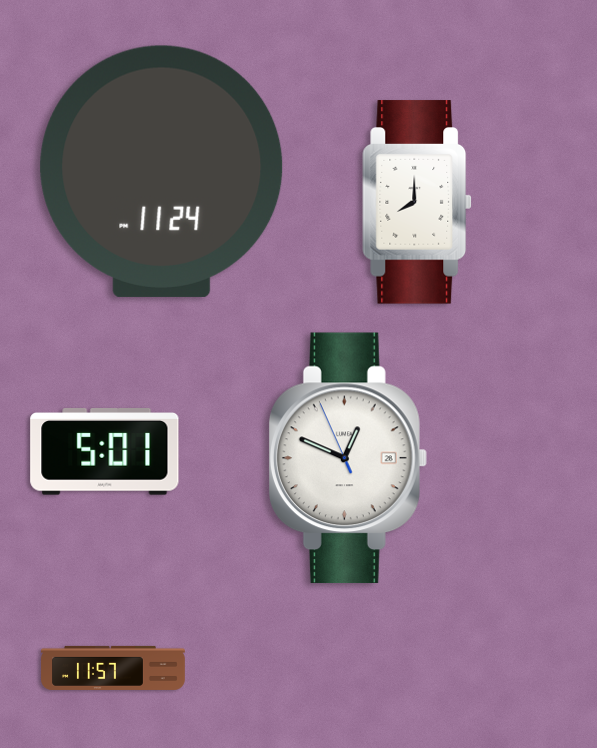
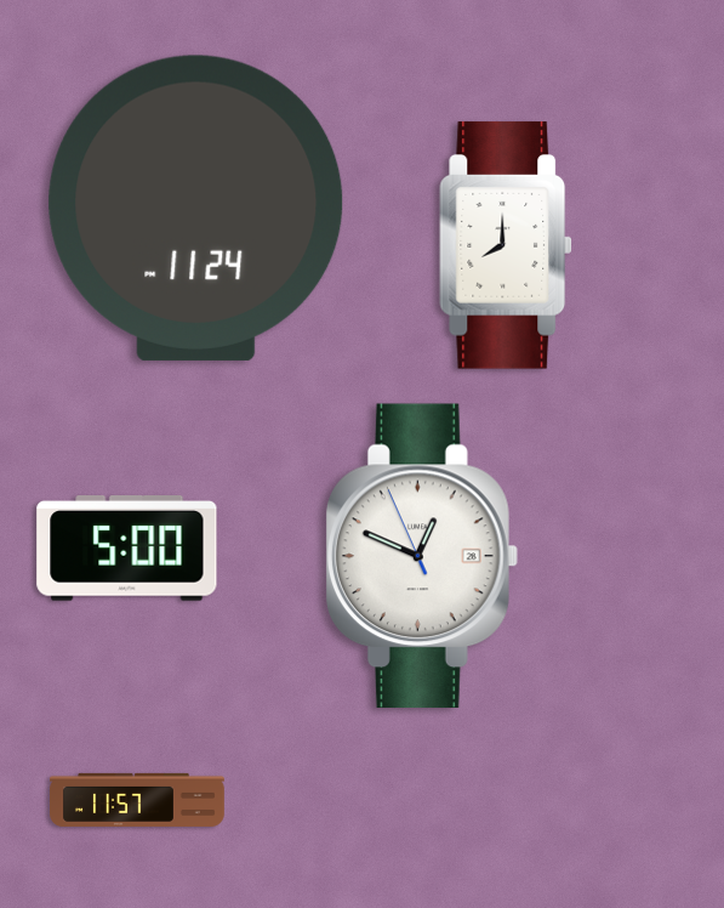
clock at (105, 452): 5:01 -> 5:00
clock at (113, 668) position: (113, 668) -> (137, 800)
